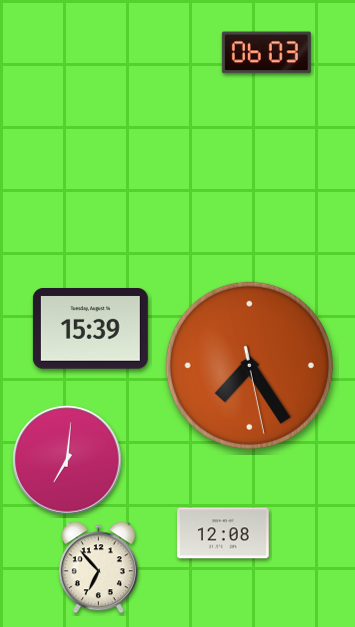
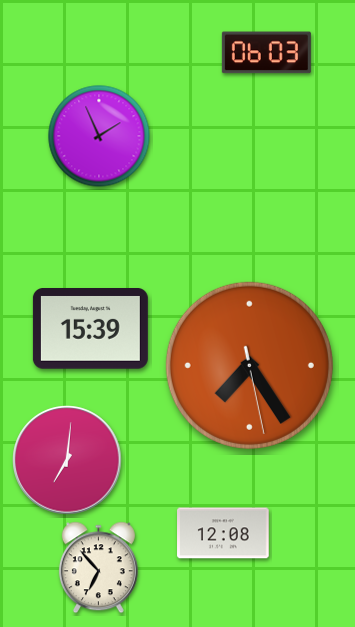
clock at (99, 136): none -> 1:56
